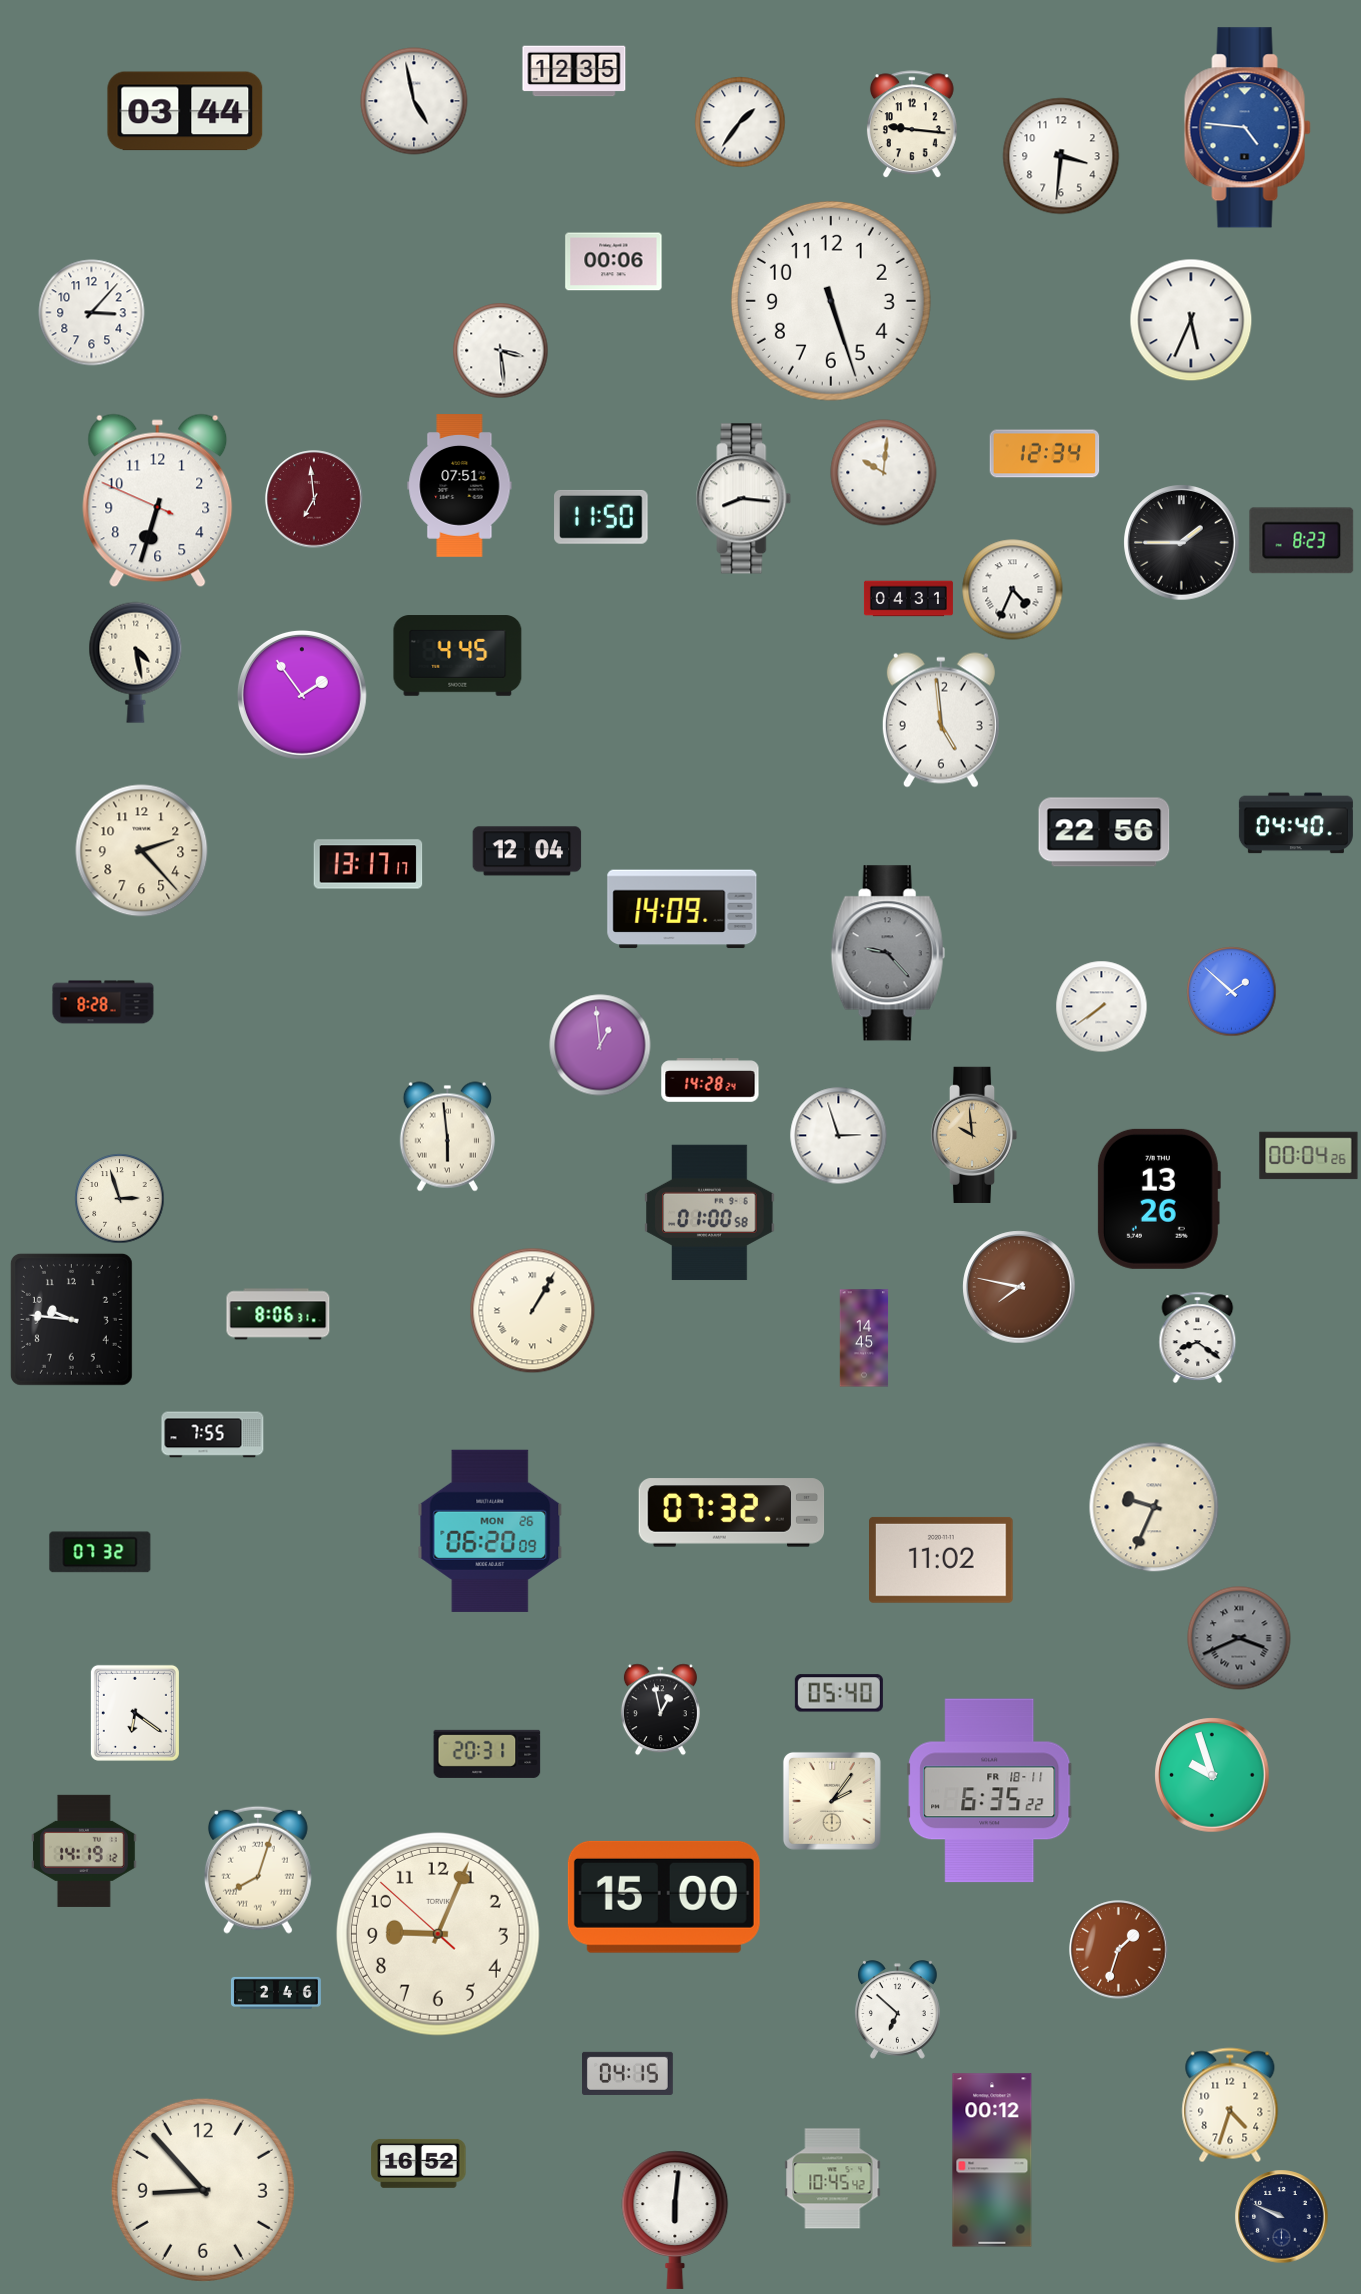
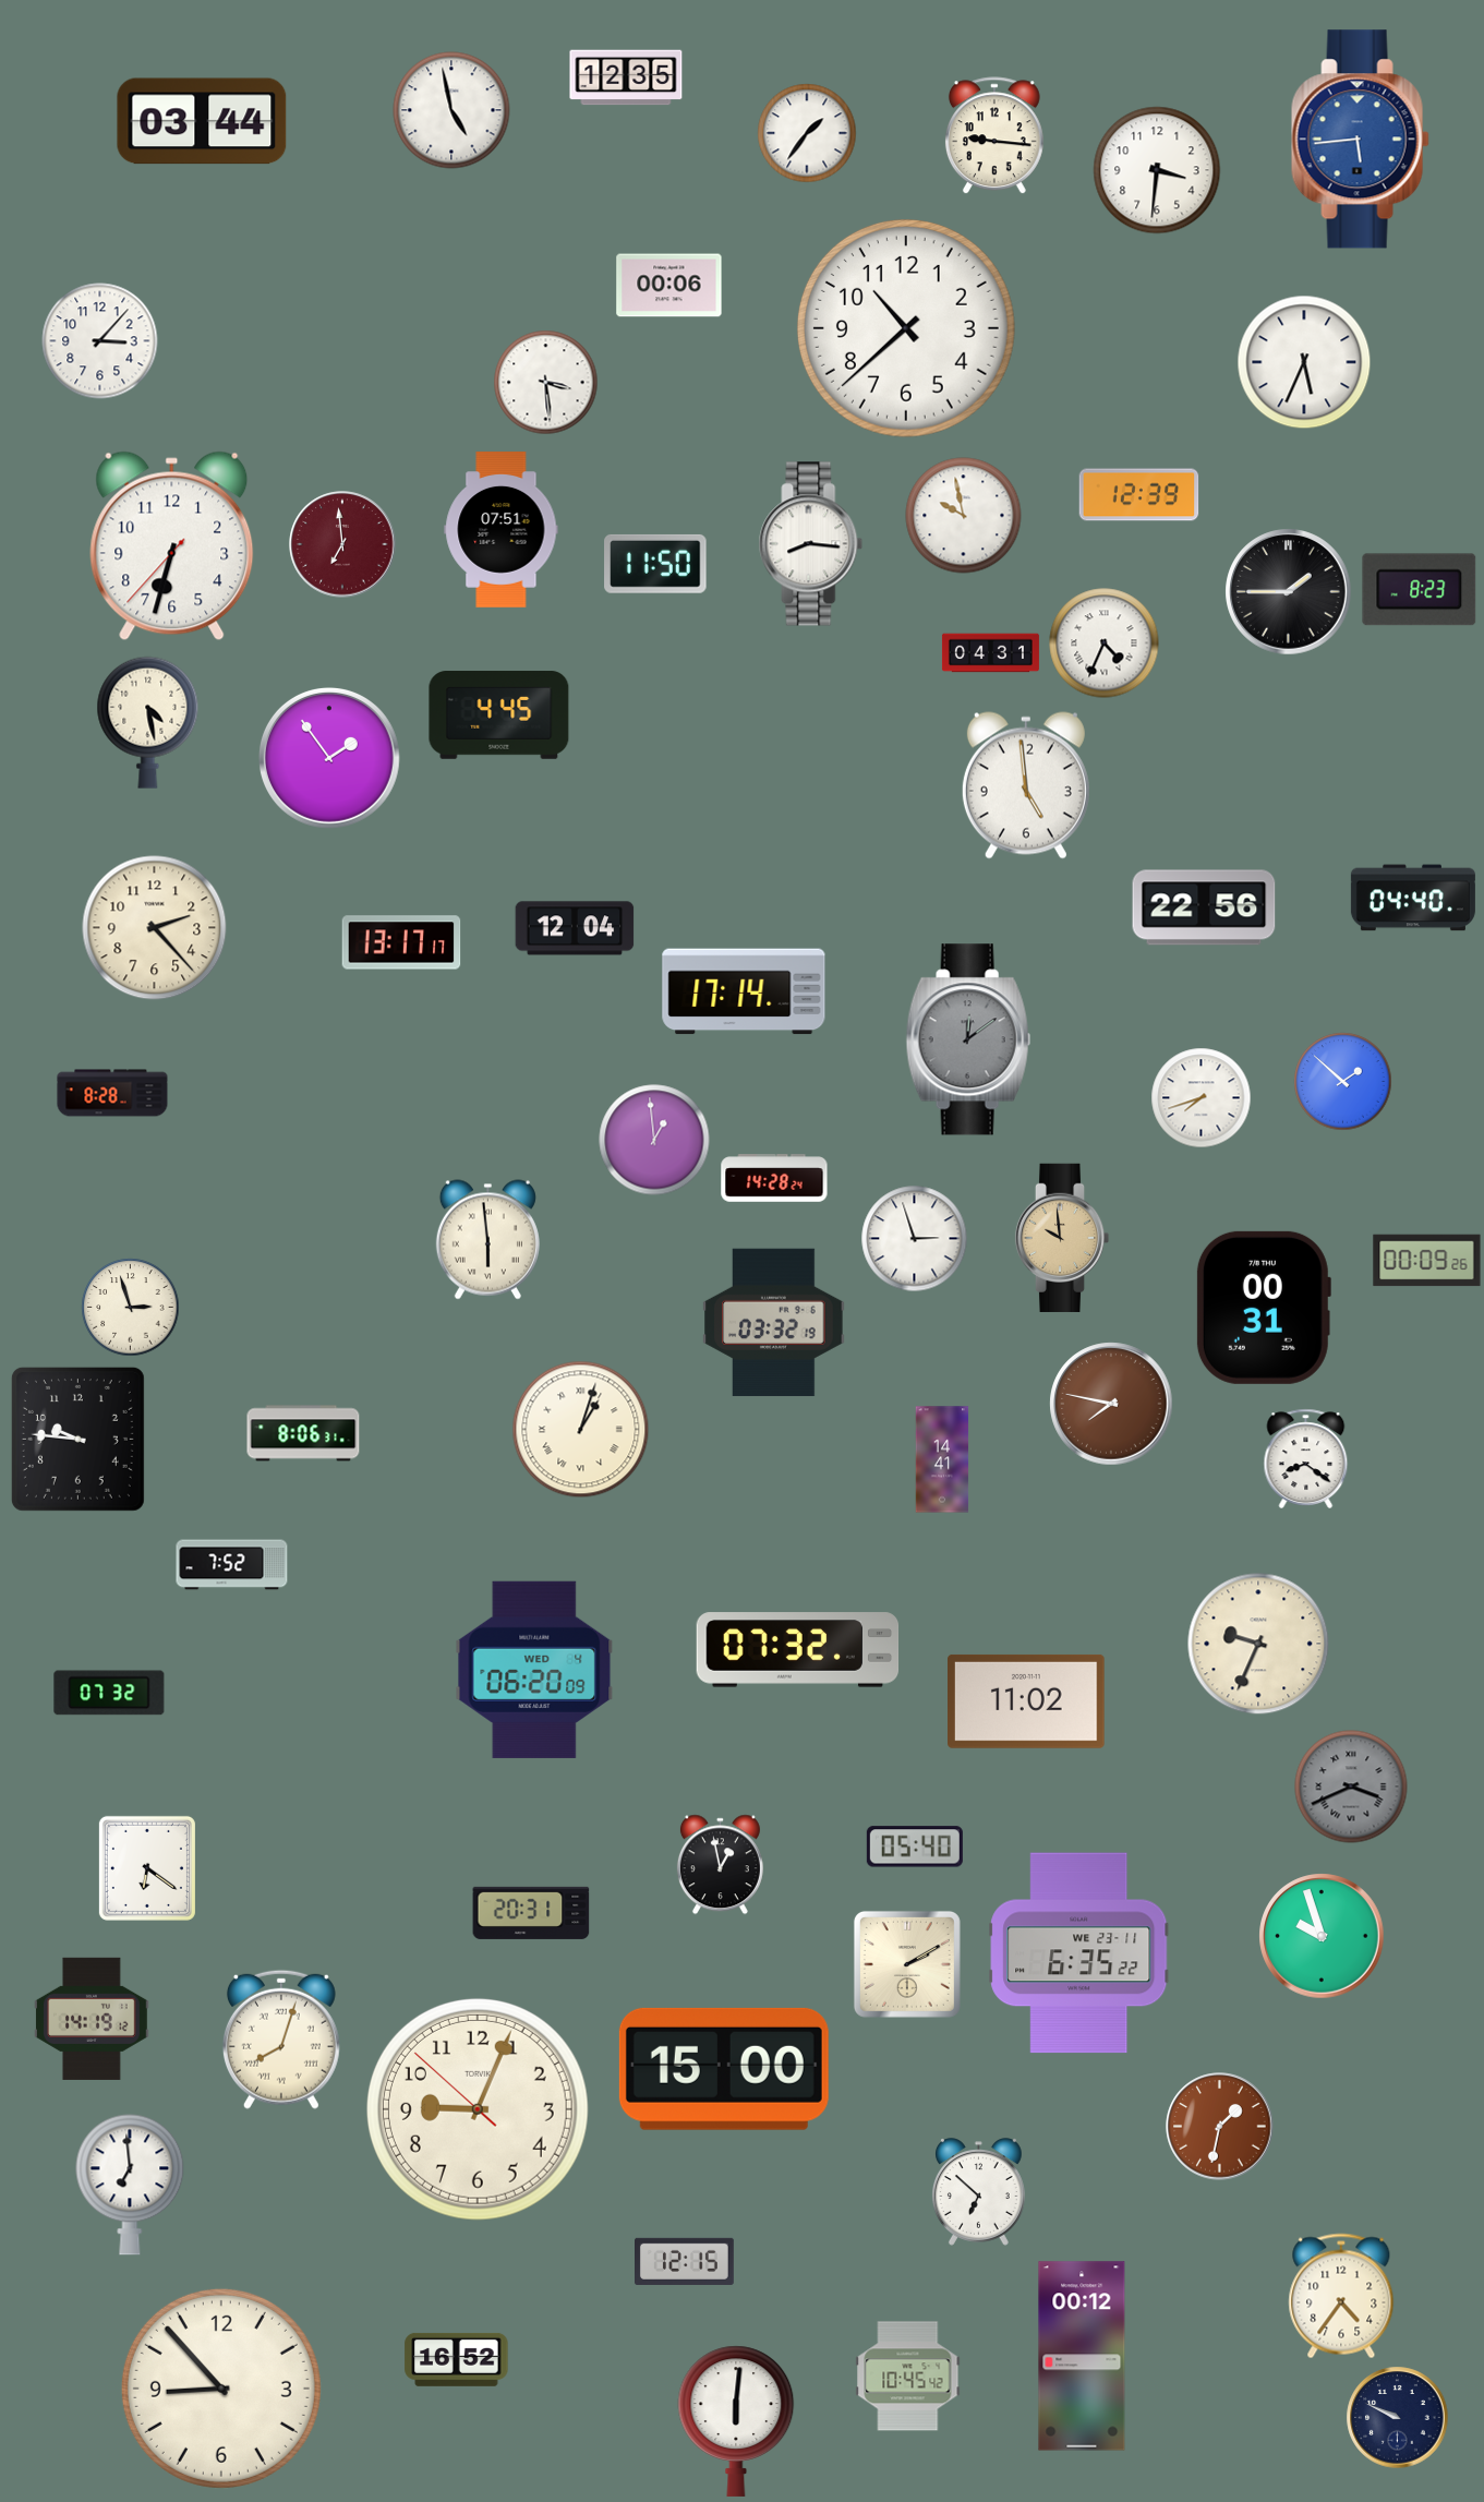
clock at (1247, 128): 4:46 -> 5:44
clock at (831, 301): 5:27 -> 10:38
clock at (1191, 320) position: (1191, 320) -> (1304, 362)
clock at (1045, 454): 12:34 -> 12:39
clock at (884, 473): 10:01 -> 9:58
clock at (158, 501): 6:32:49 -> 6:32:37
clock at (682, 909): 14:09 -> 17:14
clock at (888, 953): 9:23 -> 12:09
clock at (1102, 1007): 7:39 -> 7:42
clock at (1309, 1156): 00:04 -> 00:09
clock at (1158, 1199): 13:26 -> 00:31
clock at (710, 1213): 01:00 -> 03:32
clock at (533, 1311): 1:05 -> 1:03
clock at (864, 1338): 14:45 -> 14:41
clock at (213, 1435): 7:55 -> 7:52
clock at (490, 1531) date: MON 26 -> WED 4
clock at (990, 1791) date: FR 18-11 -> WE 23-11
clock at (832, 1801): 2:06 -> 2:10
clock at (1119, 1950): 1:33 -> 1:32
clock at (276, 1993): 2:46 -> none
clock at (130, 2185): none -> 6:59
clock at (628, 2073): 04:15 -> 12:15
clock at (1230, 2105): 4:33 -> 4:36
